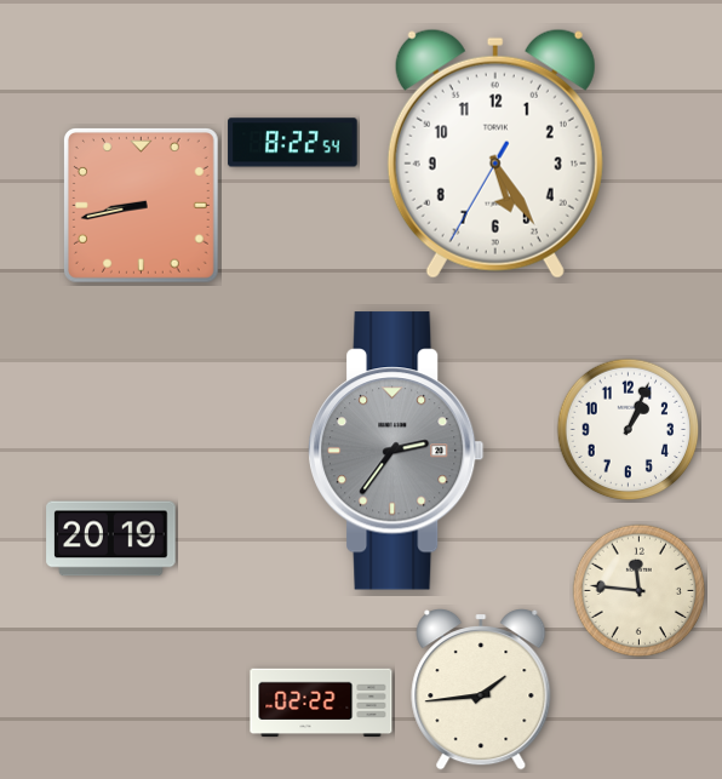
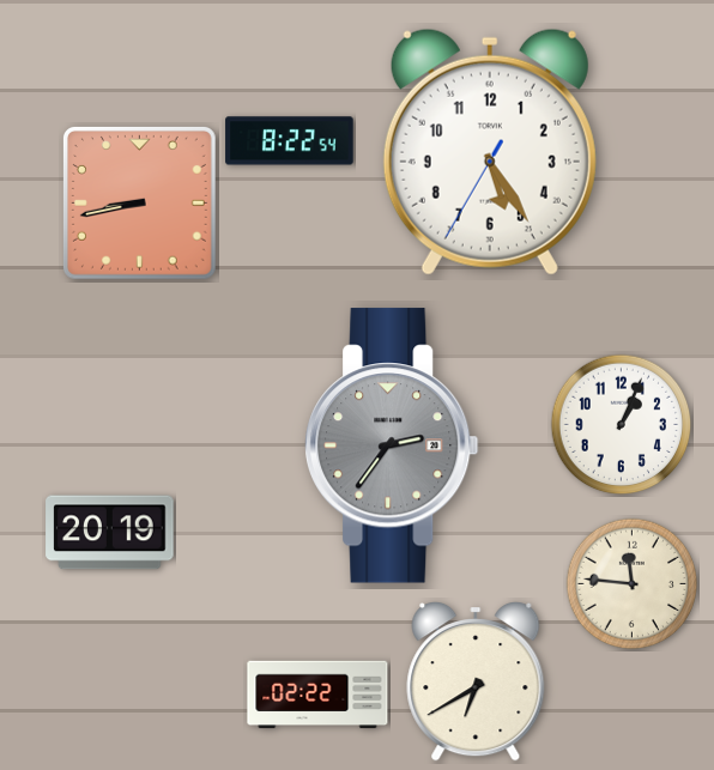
clock at (481, 691): 1:44 -> 6:40
